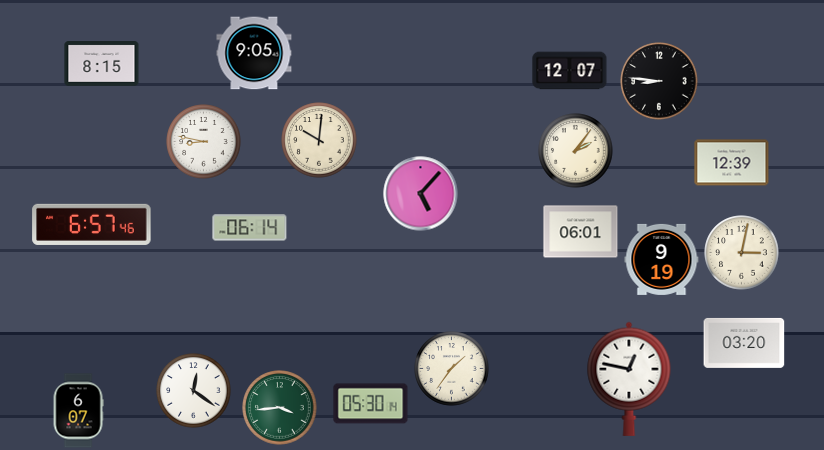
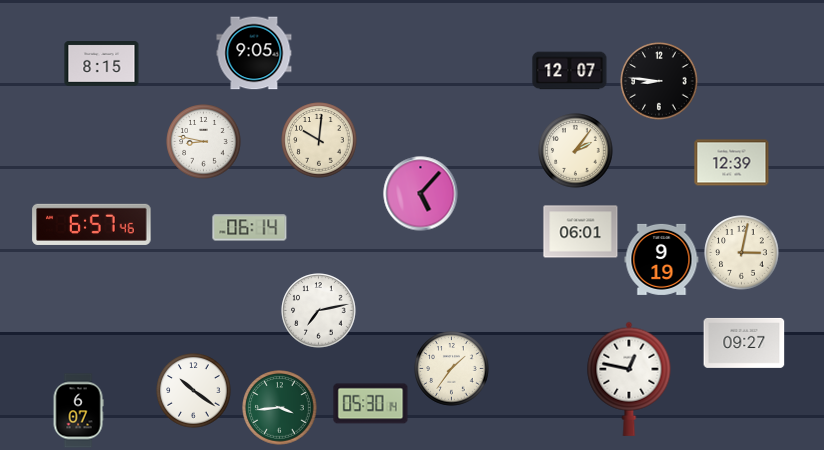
clock at (319, 311): none -> 7:13
clock at (744, 343): 03:20 -> 09:27
clock at (194, 391): 12:21 -> 10:21
